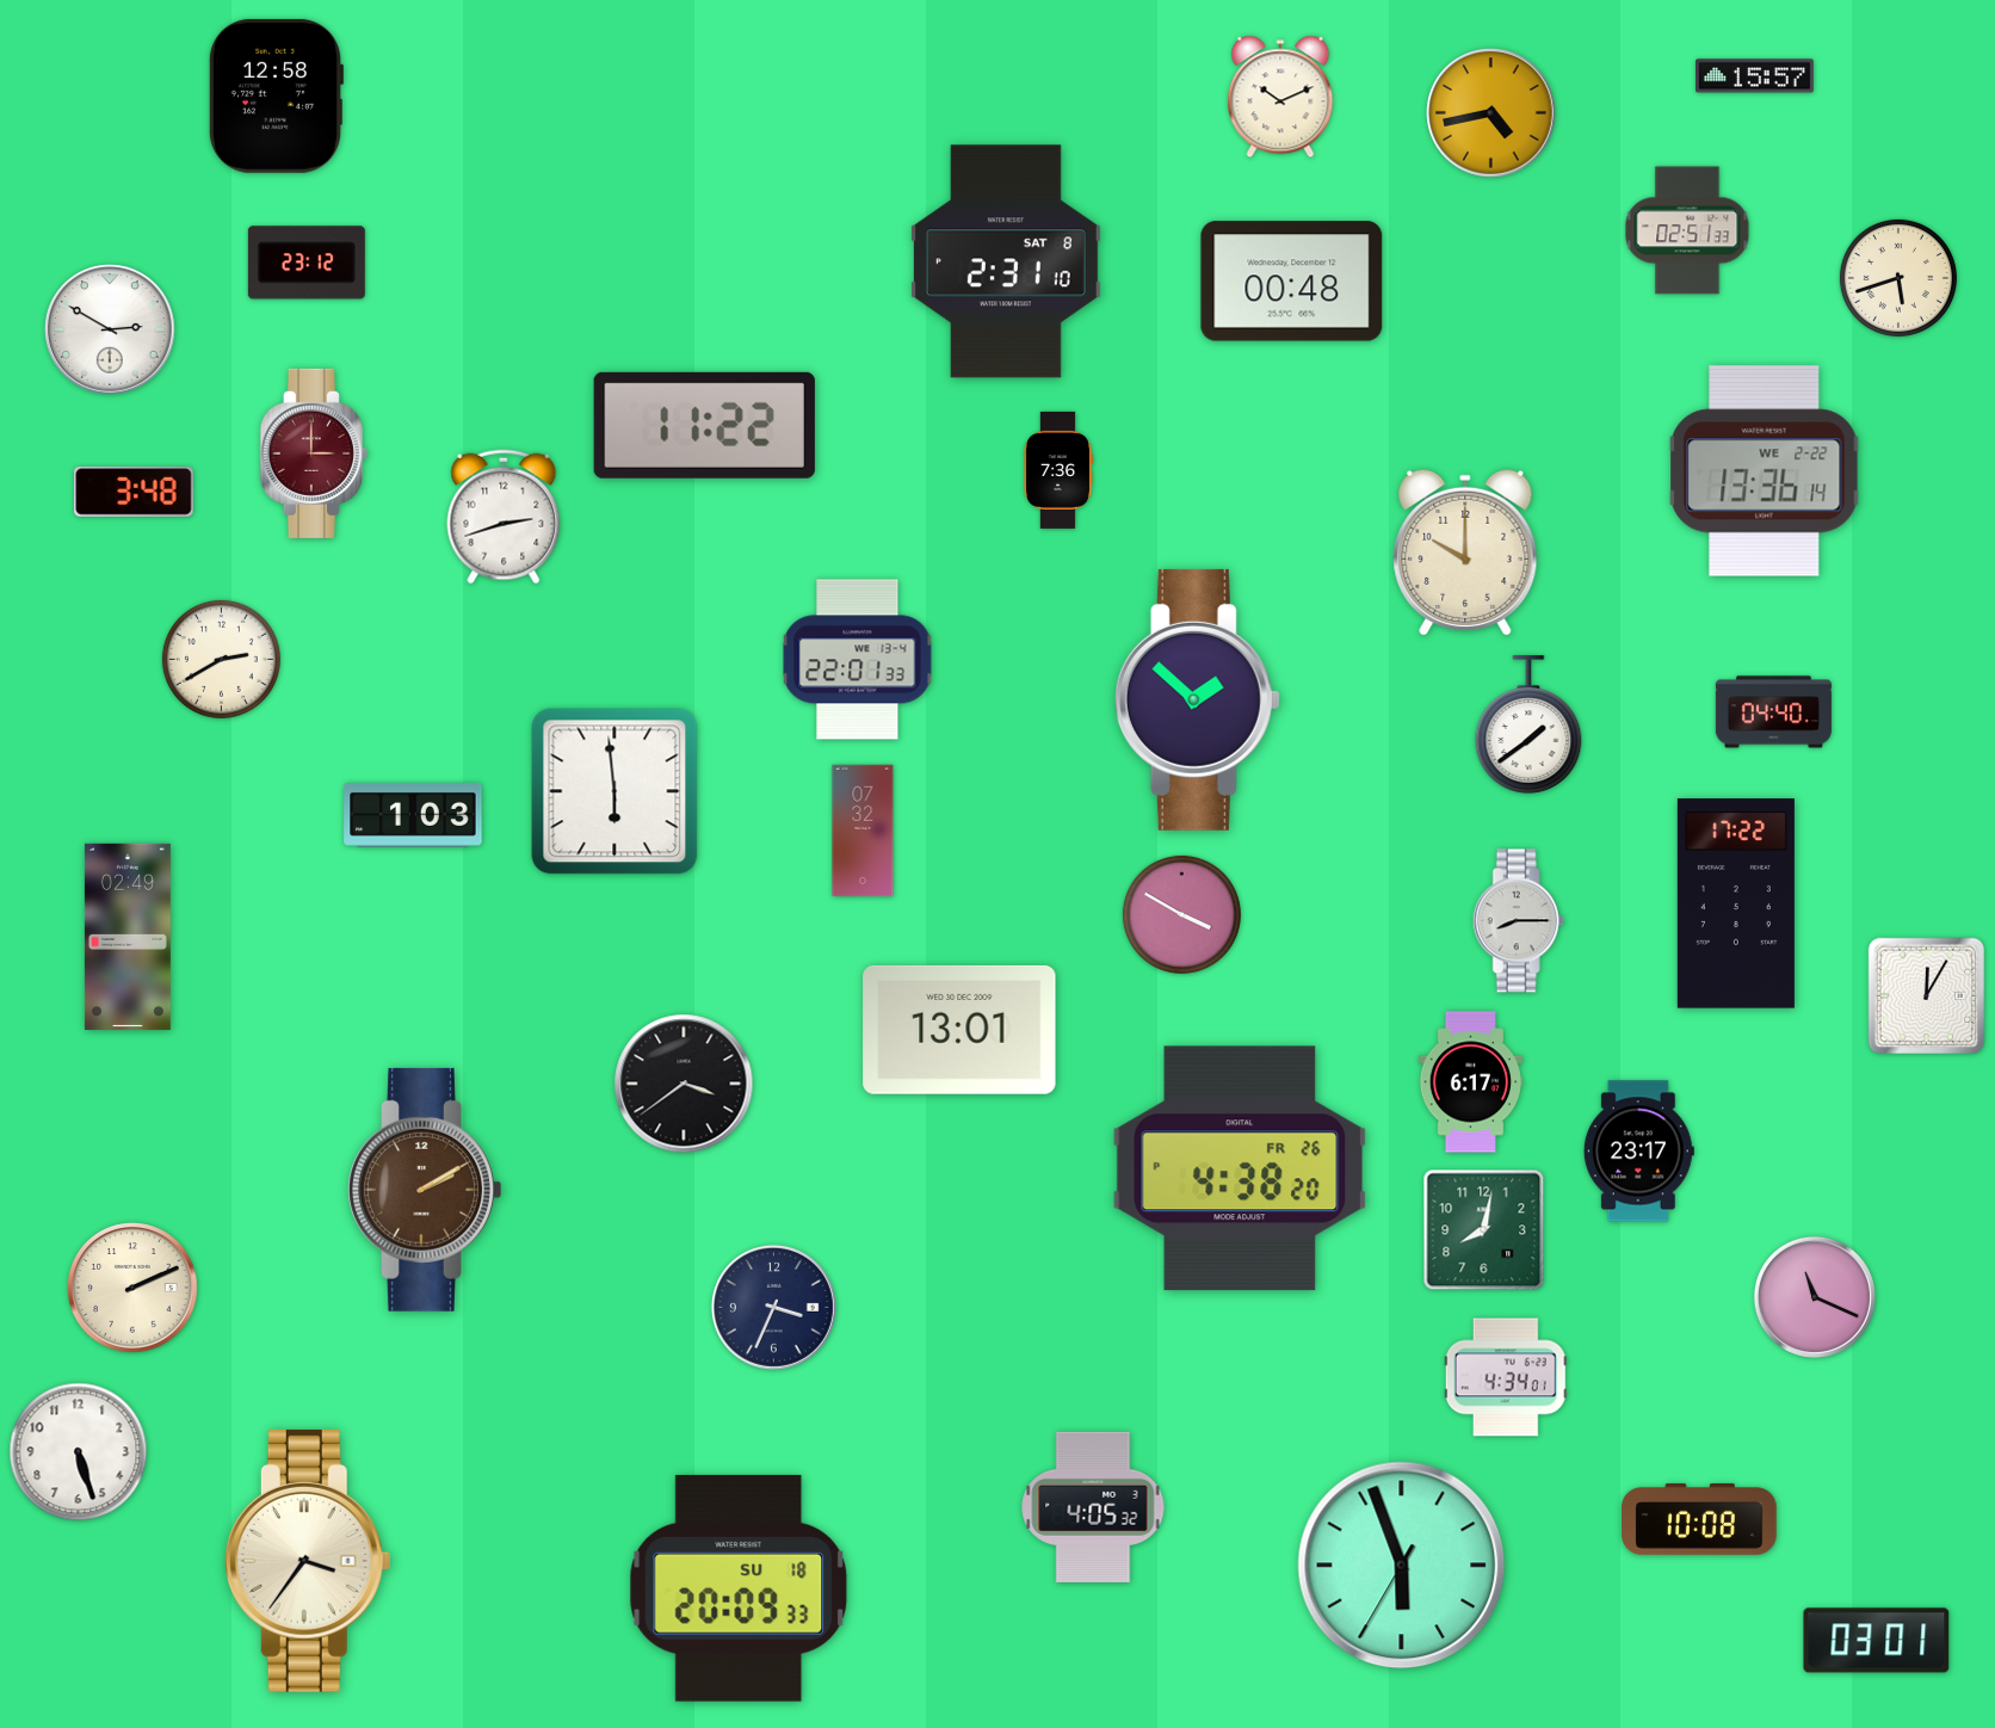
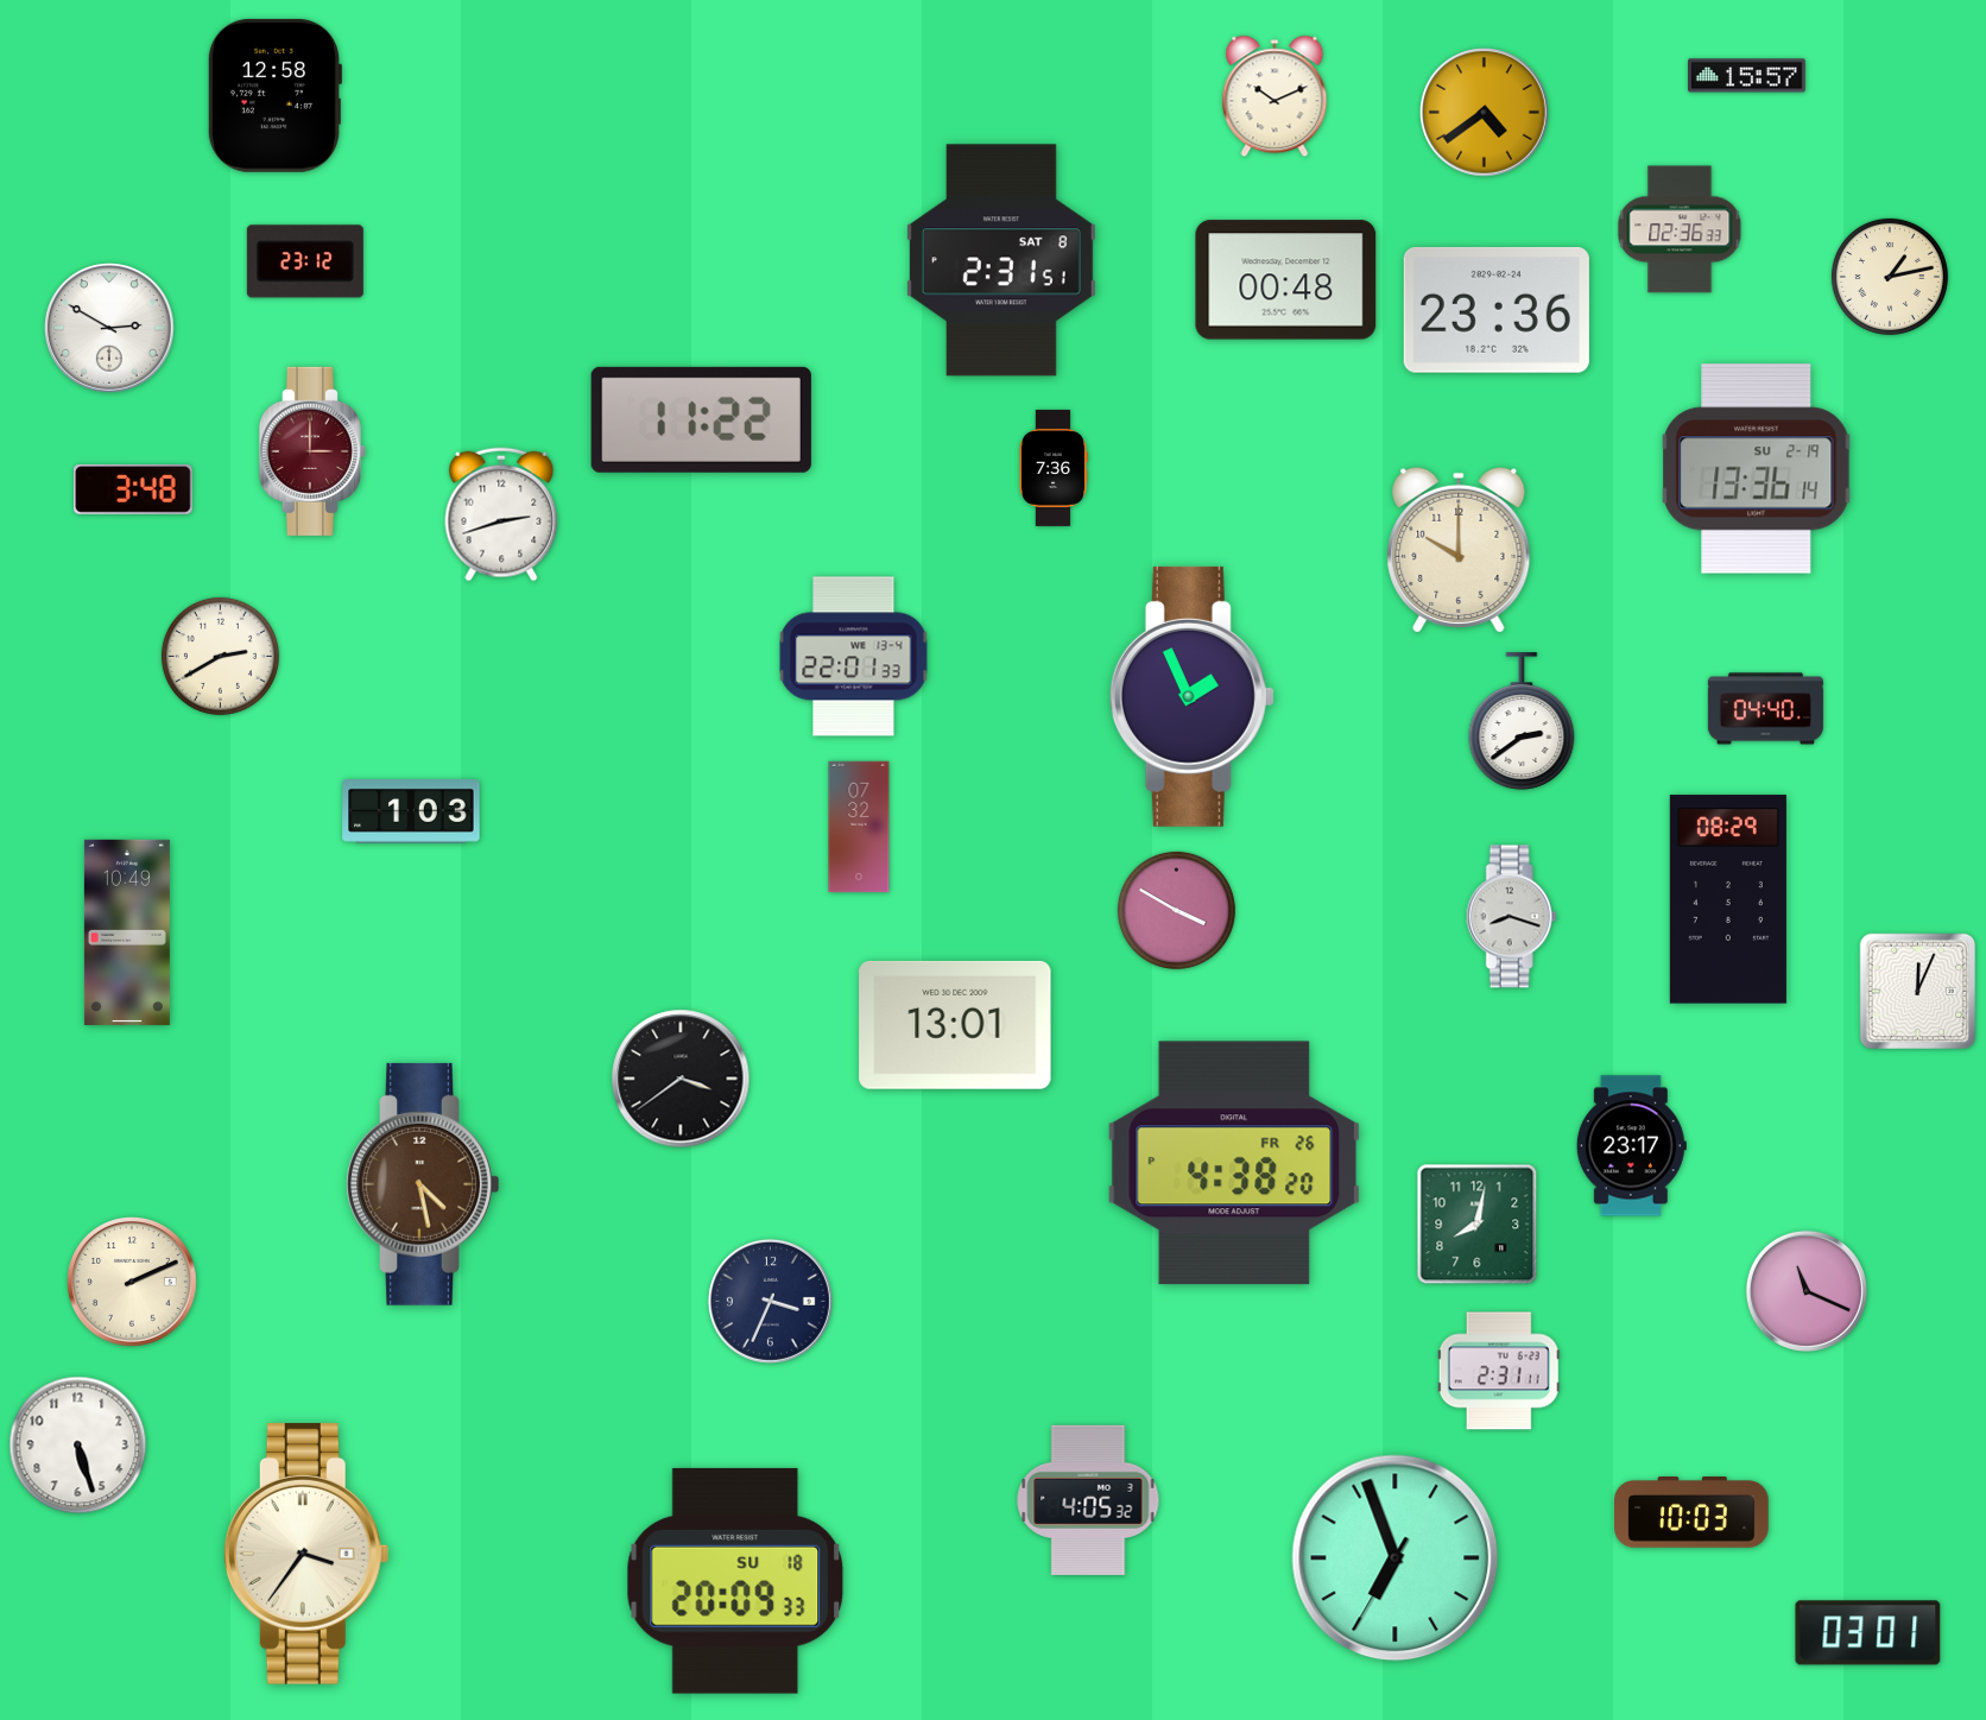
clock at (1491, 113): 4:43 -> 4:39
clock at (1687, 230): 02:51 -> 02:36
clock at (1006, 261): 2:31:10 -> 2:31:51
clock at (1898, 278): 5:42 -> 1:13
clock at (1497, 310): none -> 23:36
clock at (704, 425) position: (704, 425) -> (701, 419)
clock at (1765, 471) date: WE 2-22 -> SU 2-19
clock at (1197, 699): 1:52 -> 1:56
clock at (1528, 724): 1:39 -> 2:39
clock at (614, 791): 5:59 -> none
clock at (1736, 903): 17:22 -> 08:29
clock at (1518, 921): 8:15 -> 8:18
clock at (128, 937): 02:49 -> 10:49
clock at (1927, 996): 12:05 -> 12:04
clock at (1471, 1082): 6:17 -> none
clock at (425, 1190): 2:10 -> 4:28
clock at (1506, 1377): 4:34 -> 2:31
clock at (1699, 1520): 10:08 -> 10:03
clock at (1402, 1566): 5:56 -> 6:56
